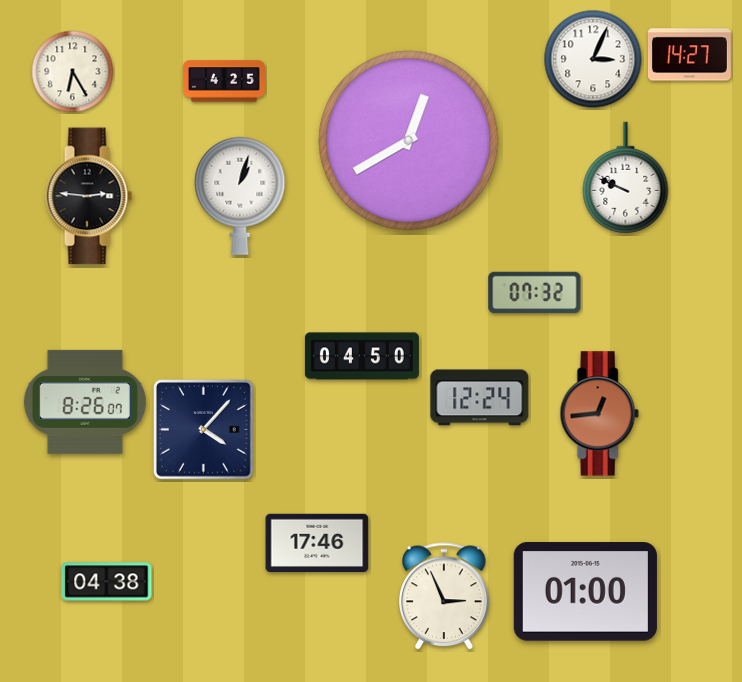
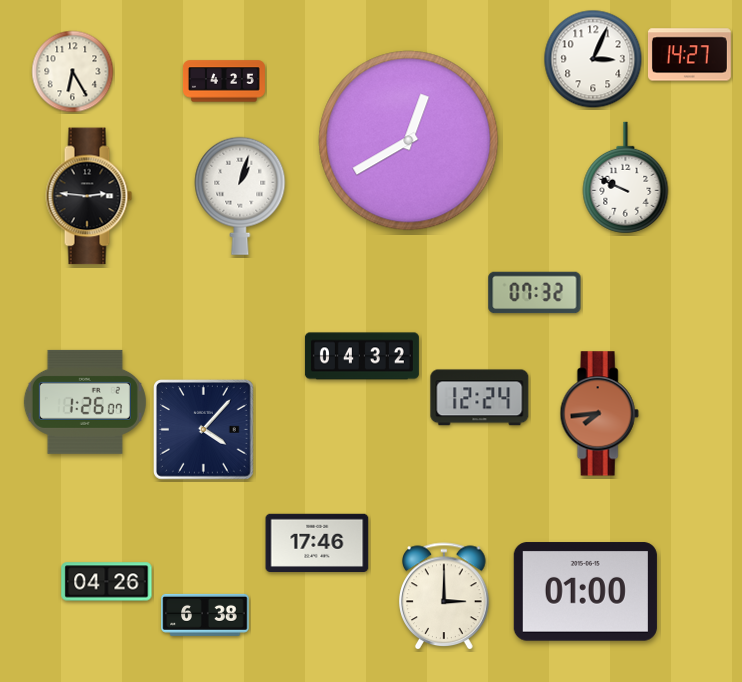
clock at (362, 356): 04:50 -> 04:32
clock at (85, 402): 8:26 -> 1:26
clock at (599, 414): 12:44 -> 7:44
clock at (107, 582): 04:38 -> 04:26
clock at (444, 597): 2:56 -> 3:00
clock at (205, 615): none -> 6:38
